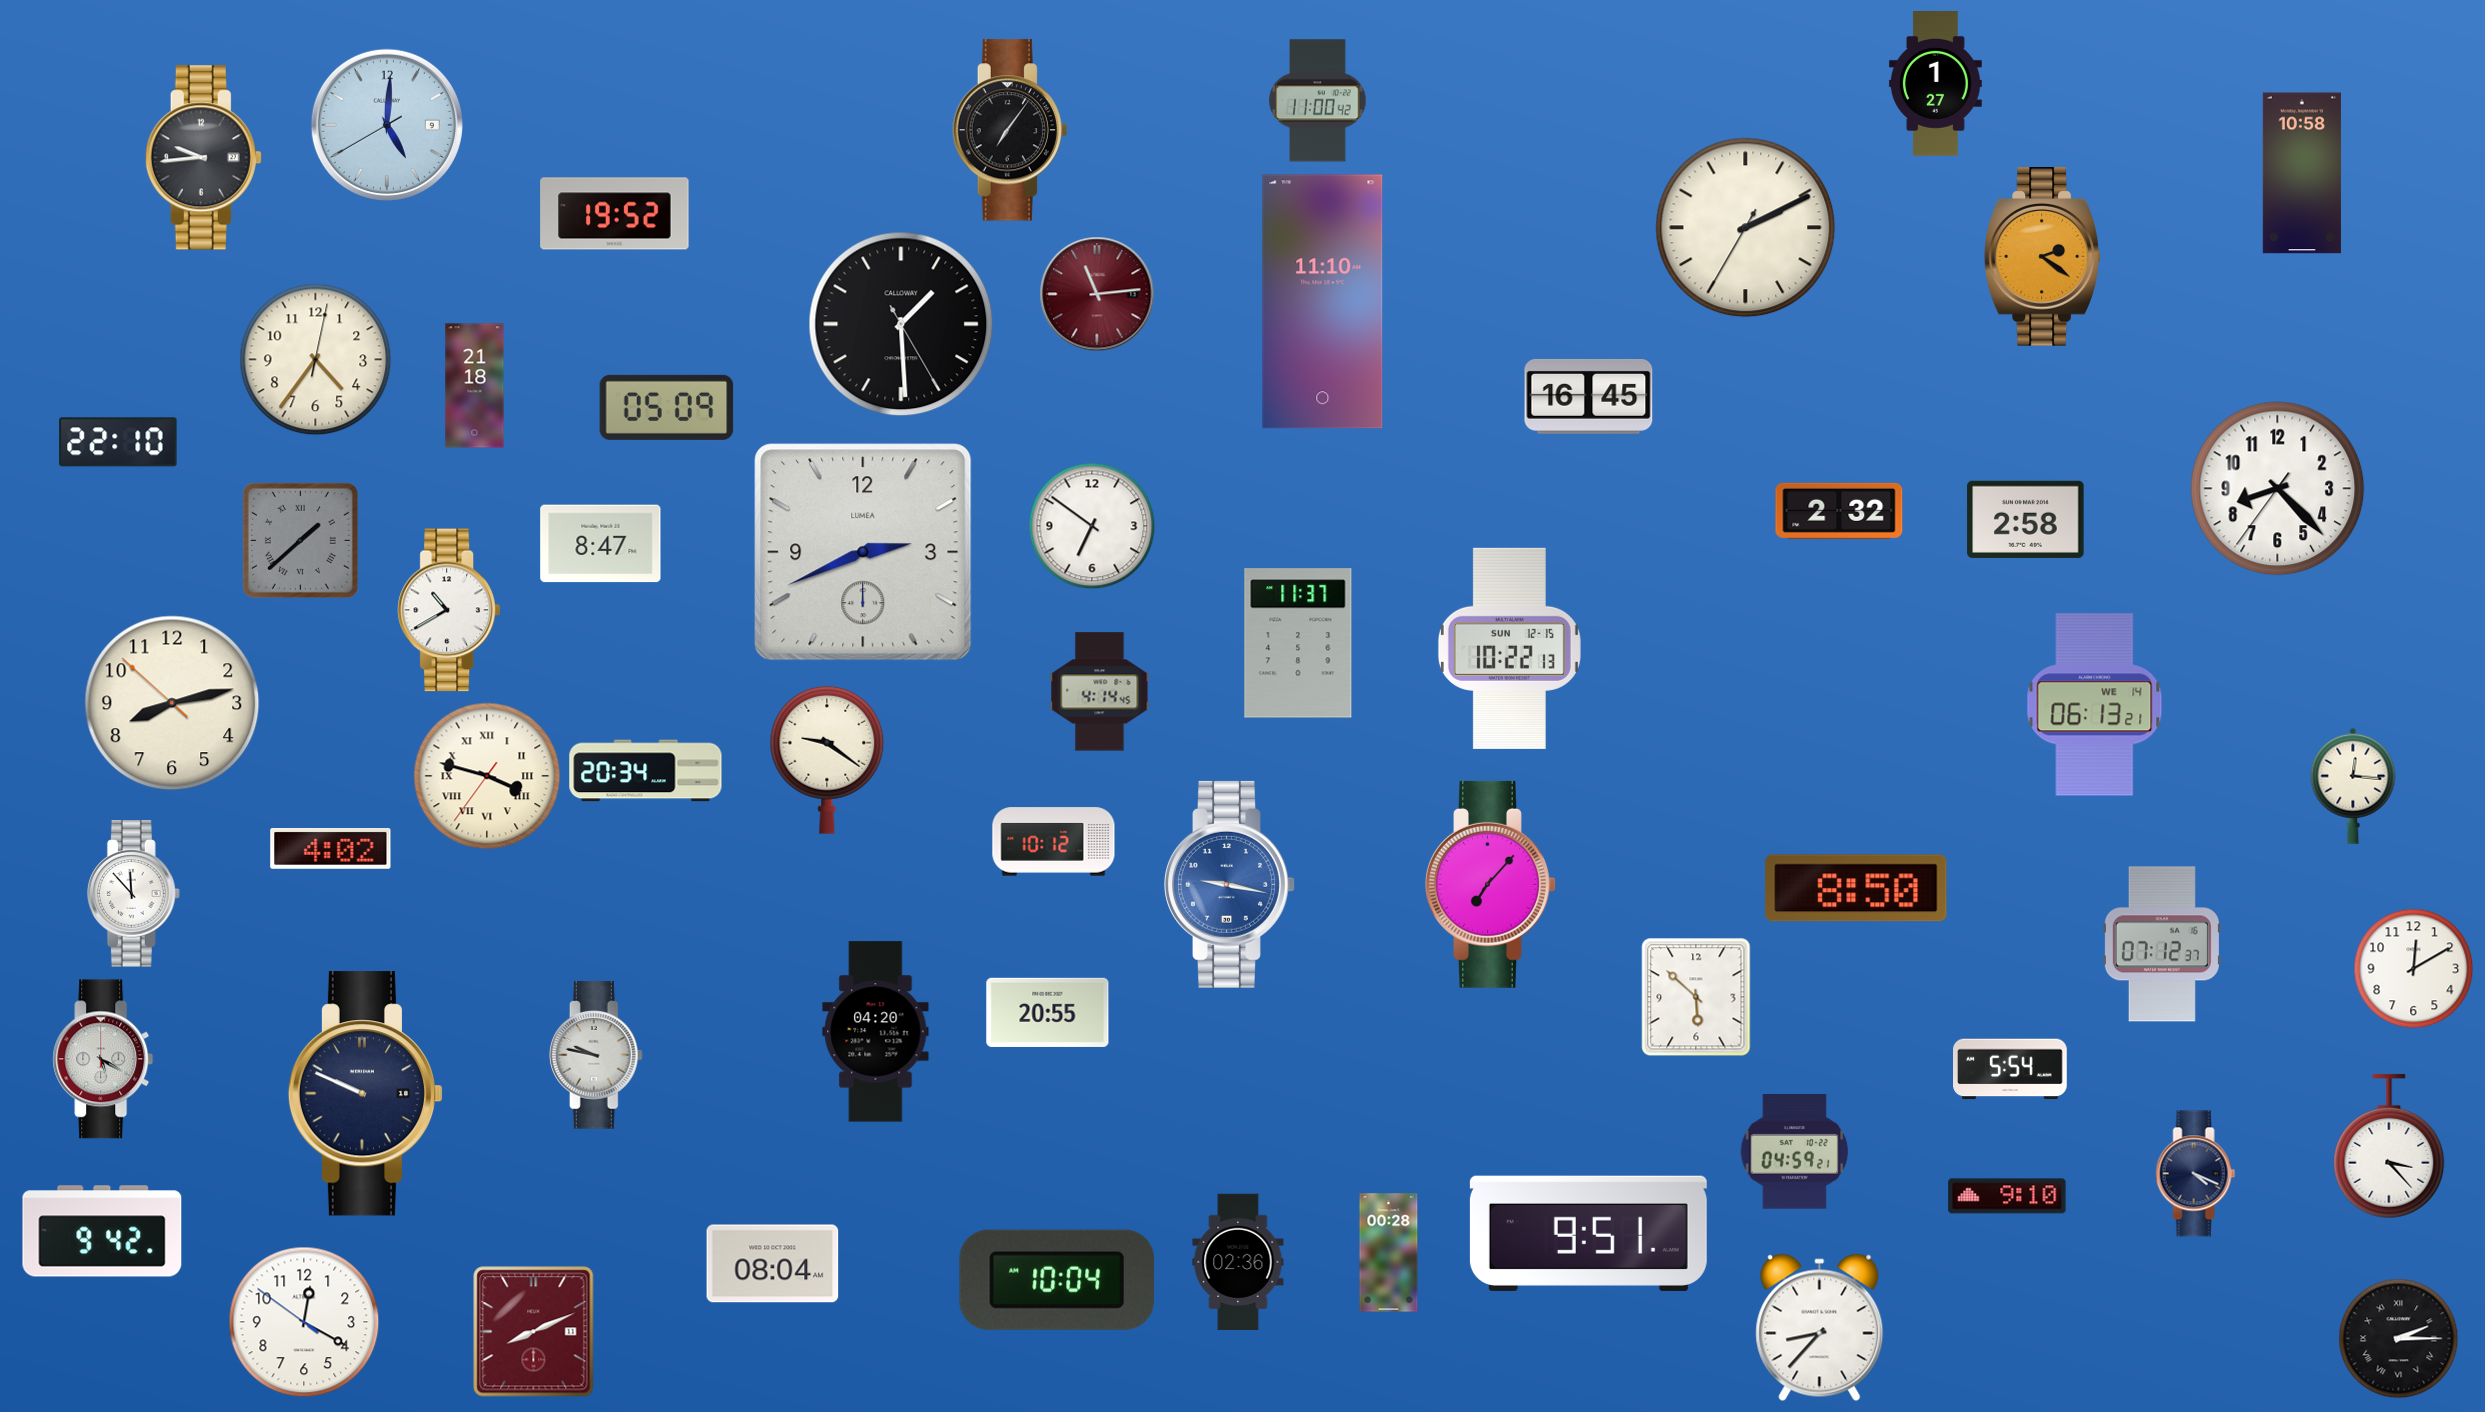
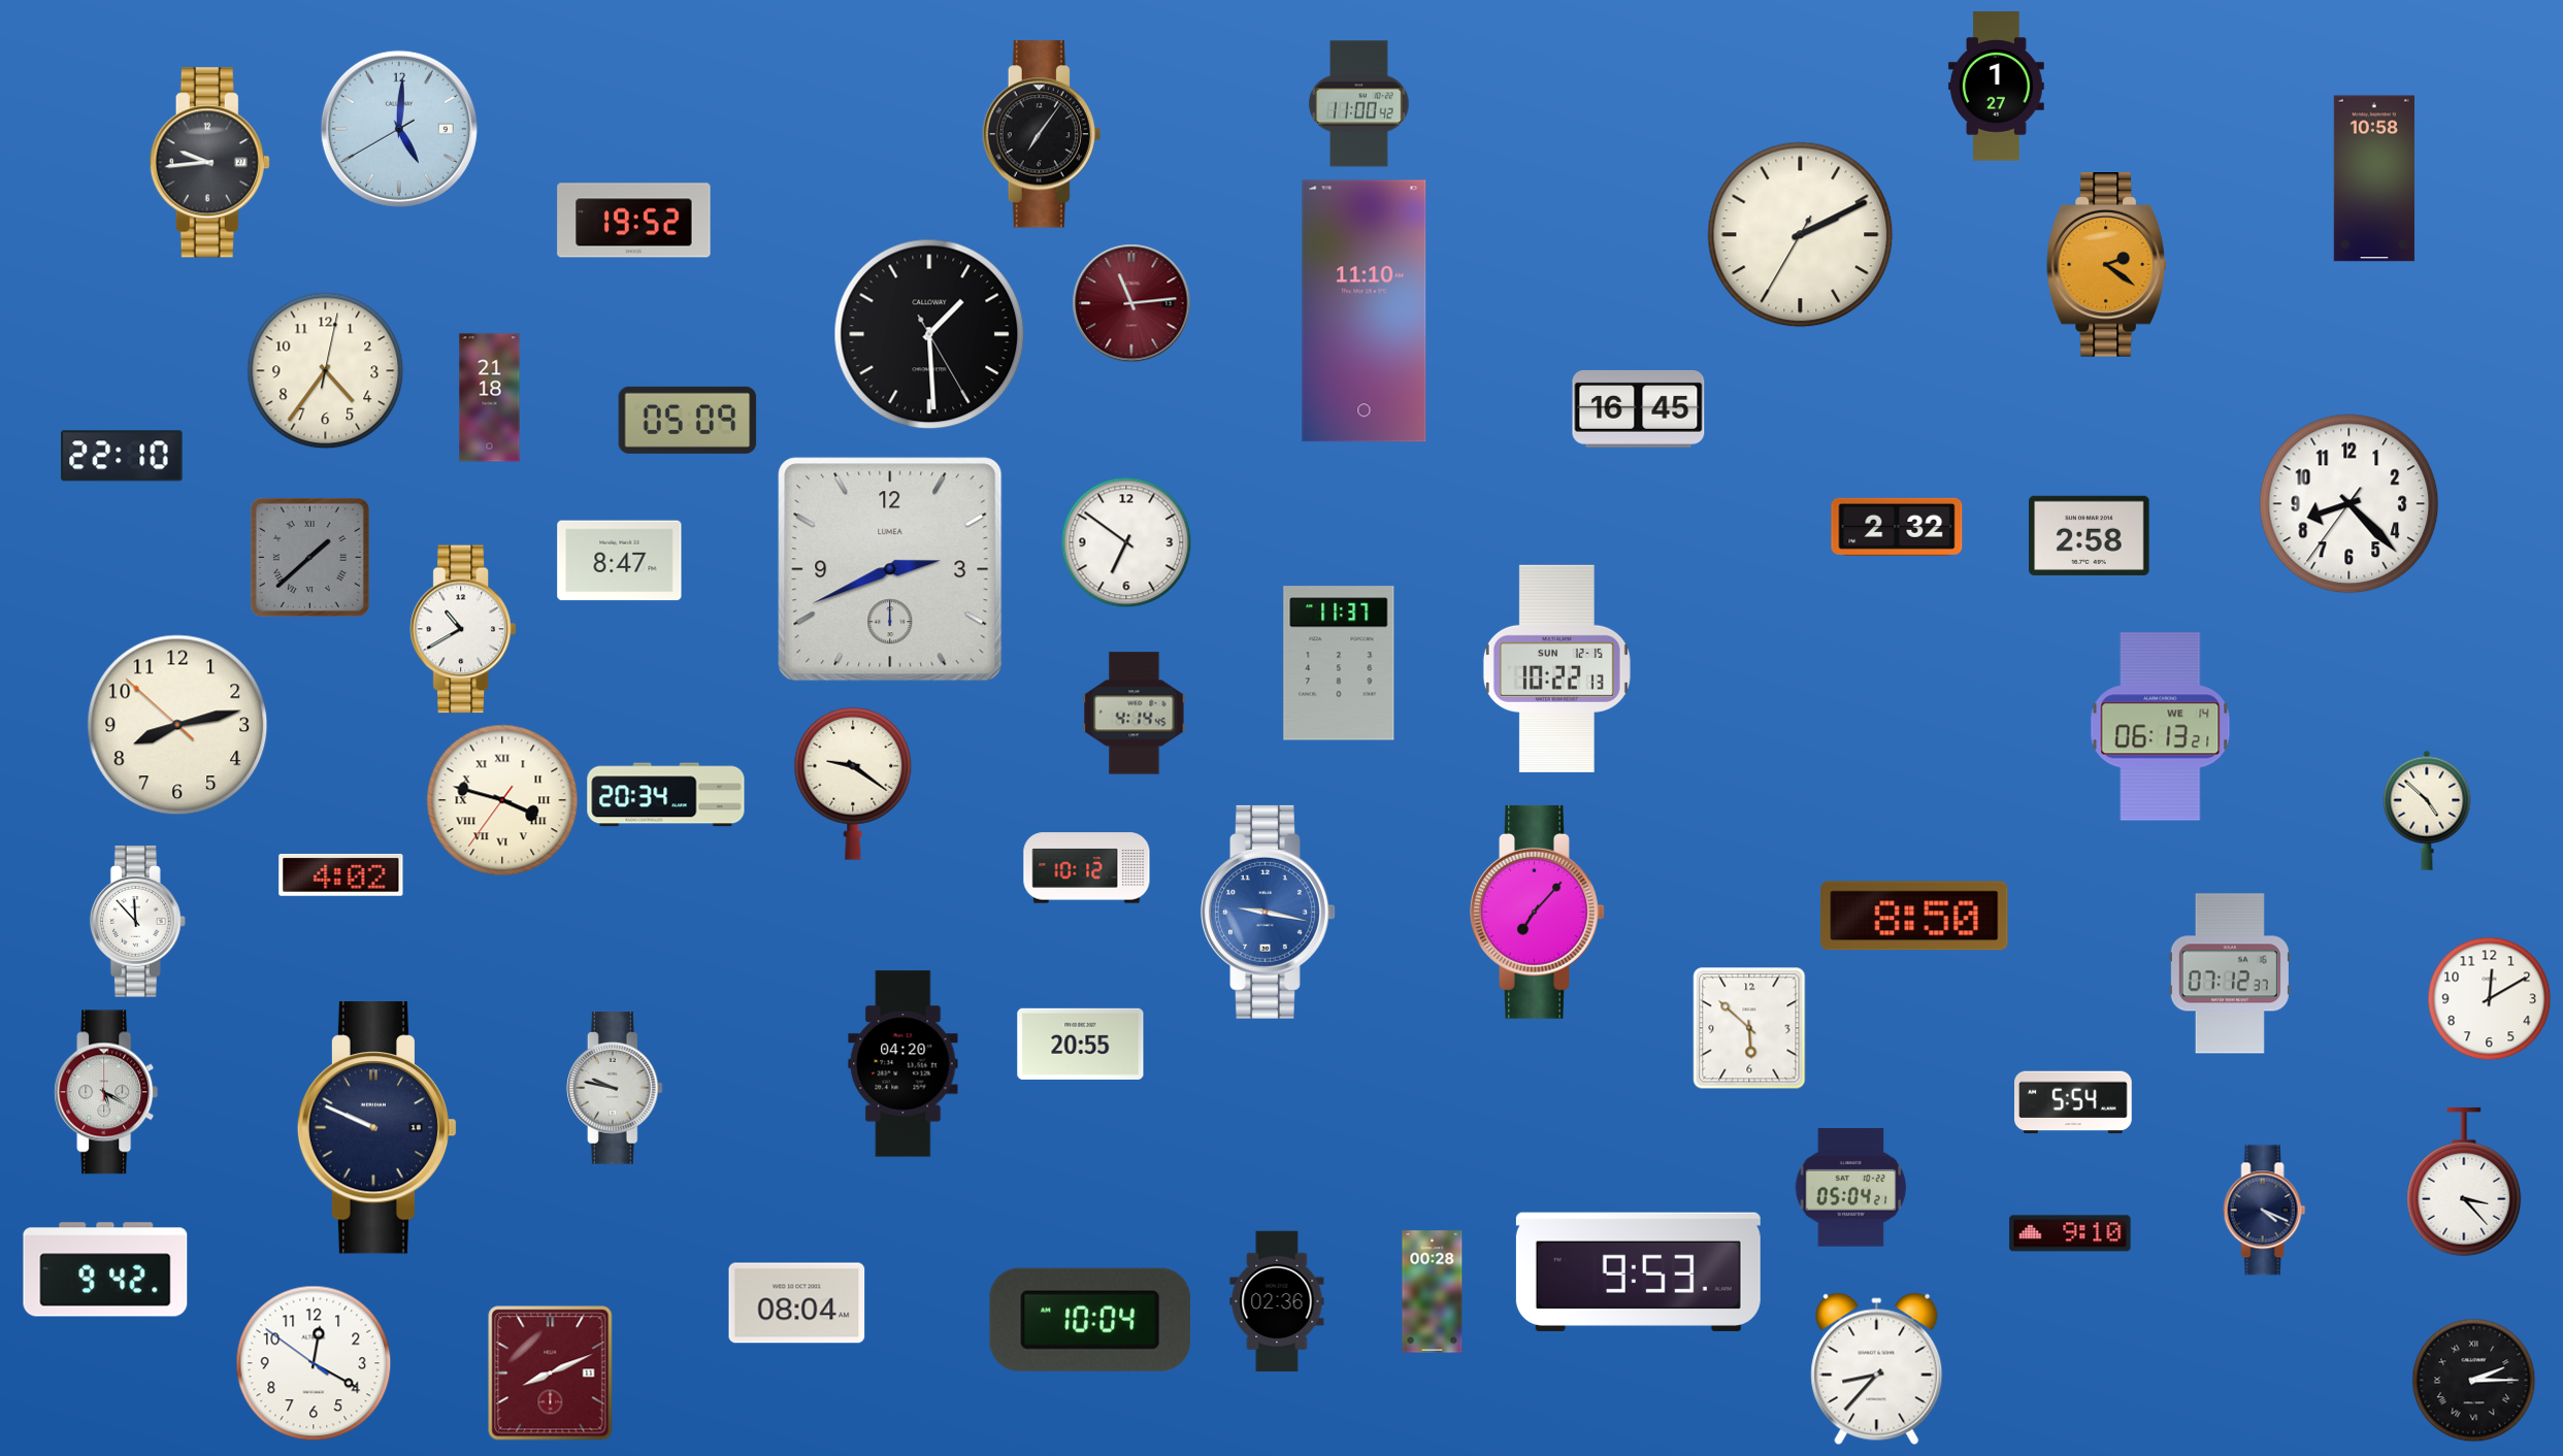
clock at (2353, 786): 12:16 -> 4:52
clock at (1795, 1152): 04:59 -> 05:04
clock at (1588, 1233): 9:51 -> 9:53
